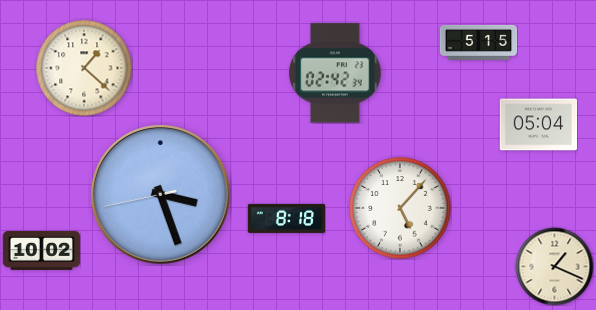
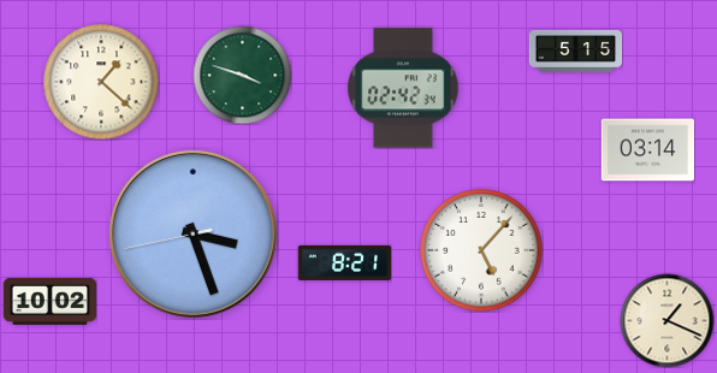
clock at (242, 75): none -> 3:48
clock at (538, 125): 05:04 -> 03:14
clock at (286, 218): 8:18 -> 8:21
